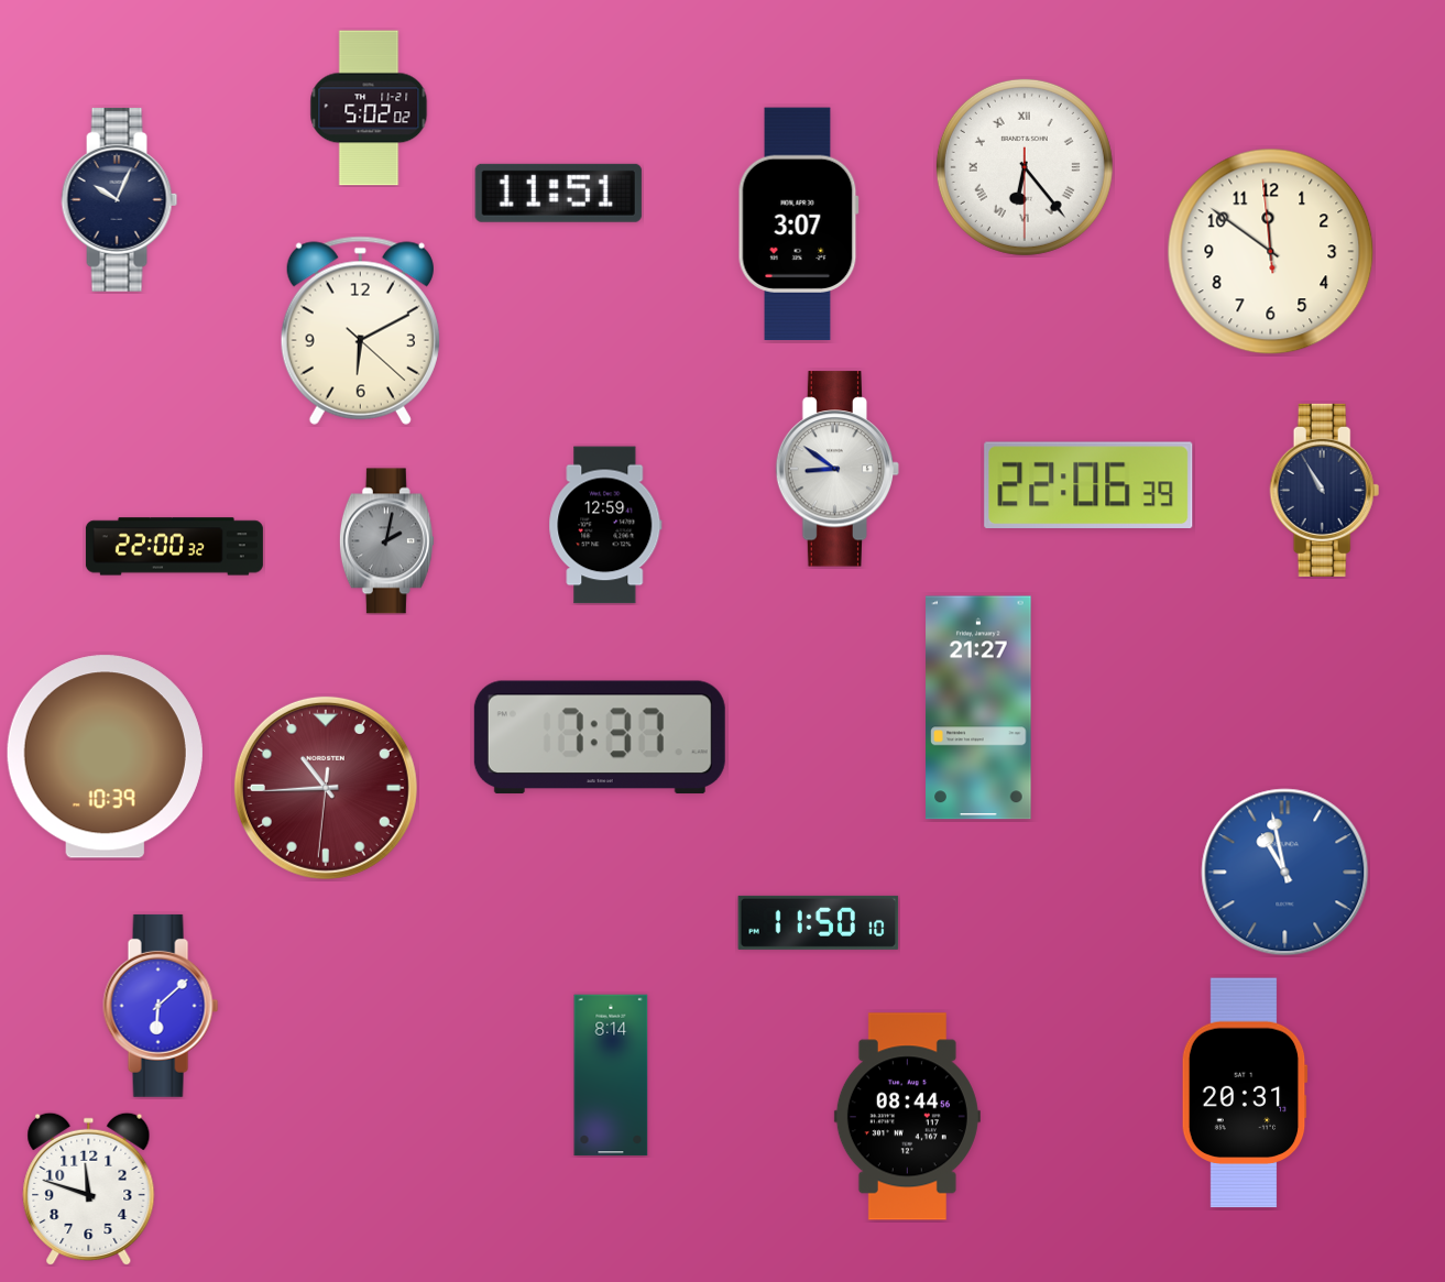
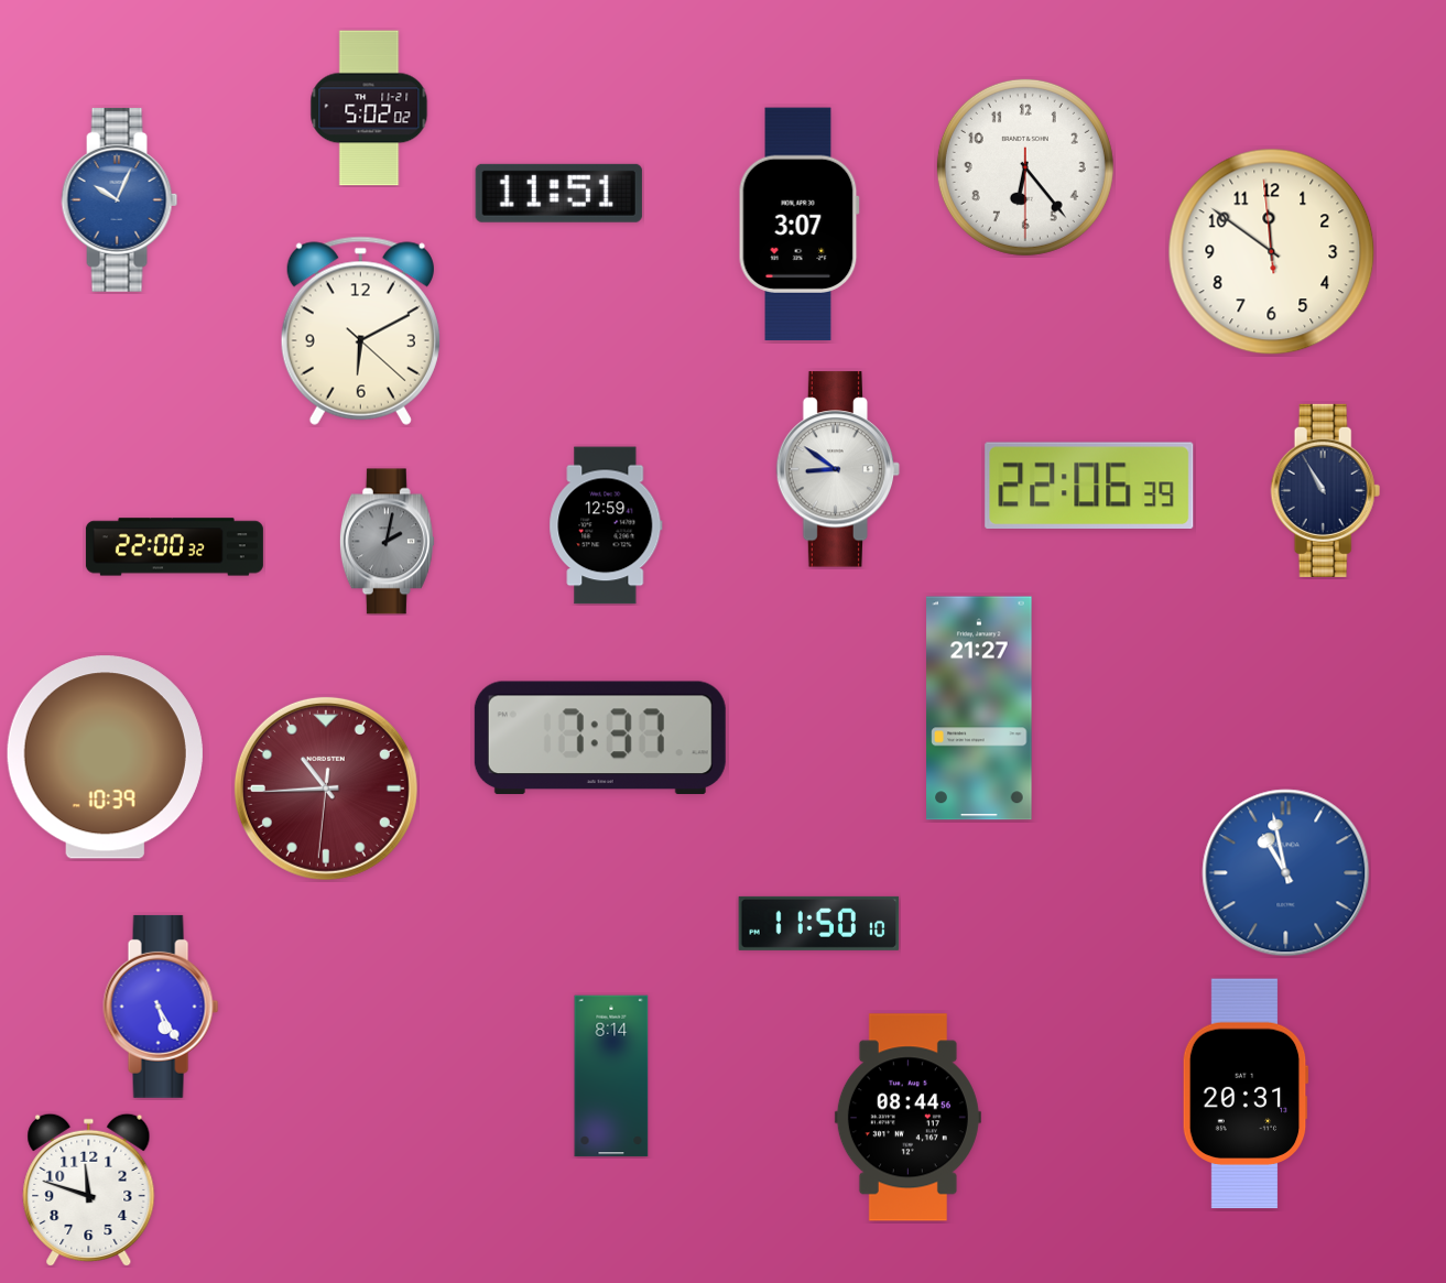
clock at (1025, 167) numerals: Roman -> Arabic
clock at (120, 199) dial: navy -> blue
clock at (161, 1006): 6:08 -> 5:25
